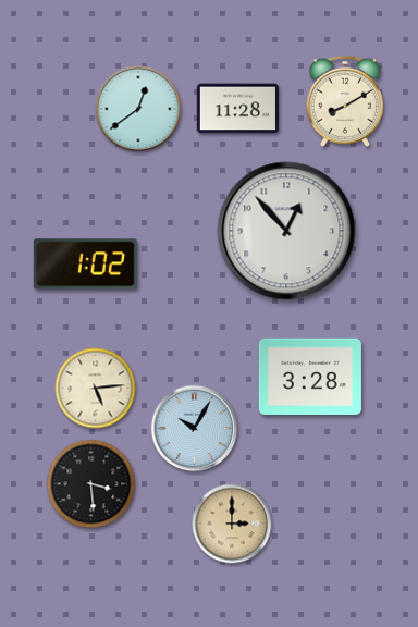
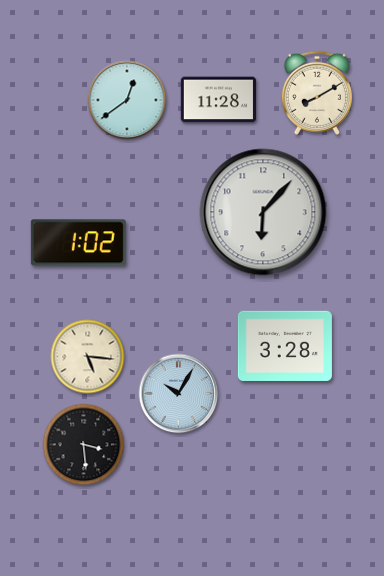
clock at (286, 231): 12:53 -> 6:07
clock at (96, 389): 5:14 -> 5:16
clock at (232, 524): 3:00 -> none
